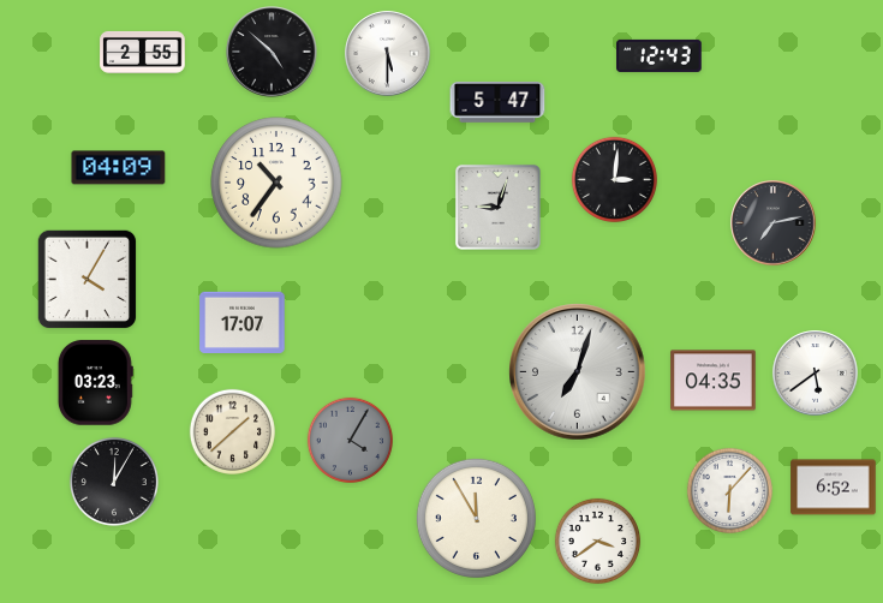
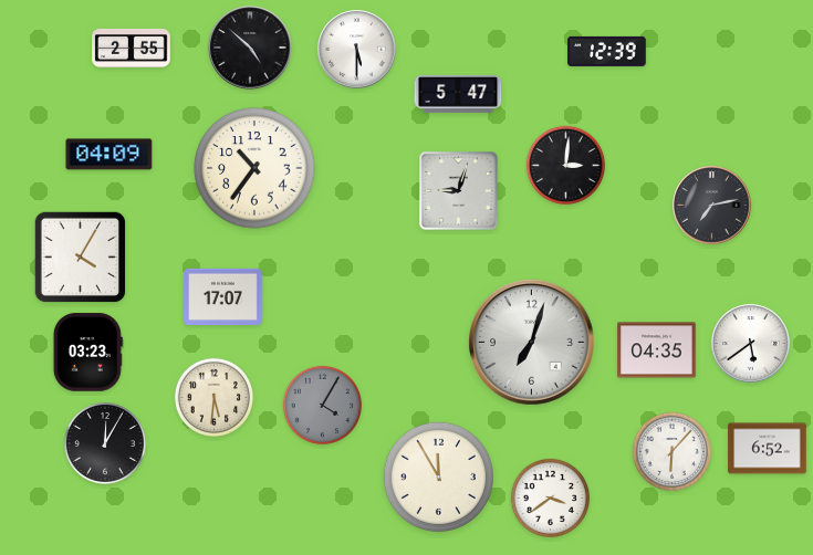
clock at (660, 55): 12:43 -> 12:39
clock at (232, 431): 1:38 -> 5:31
